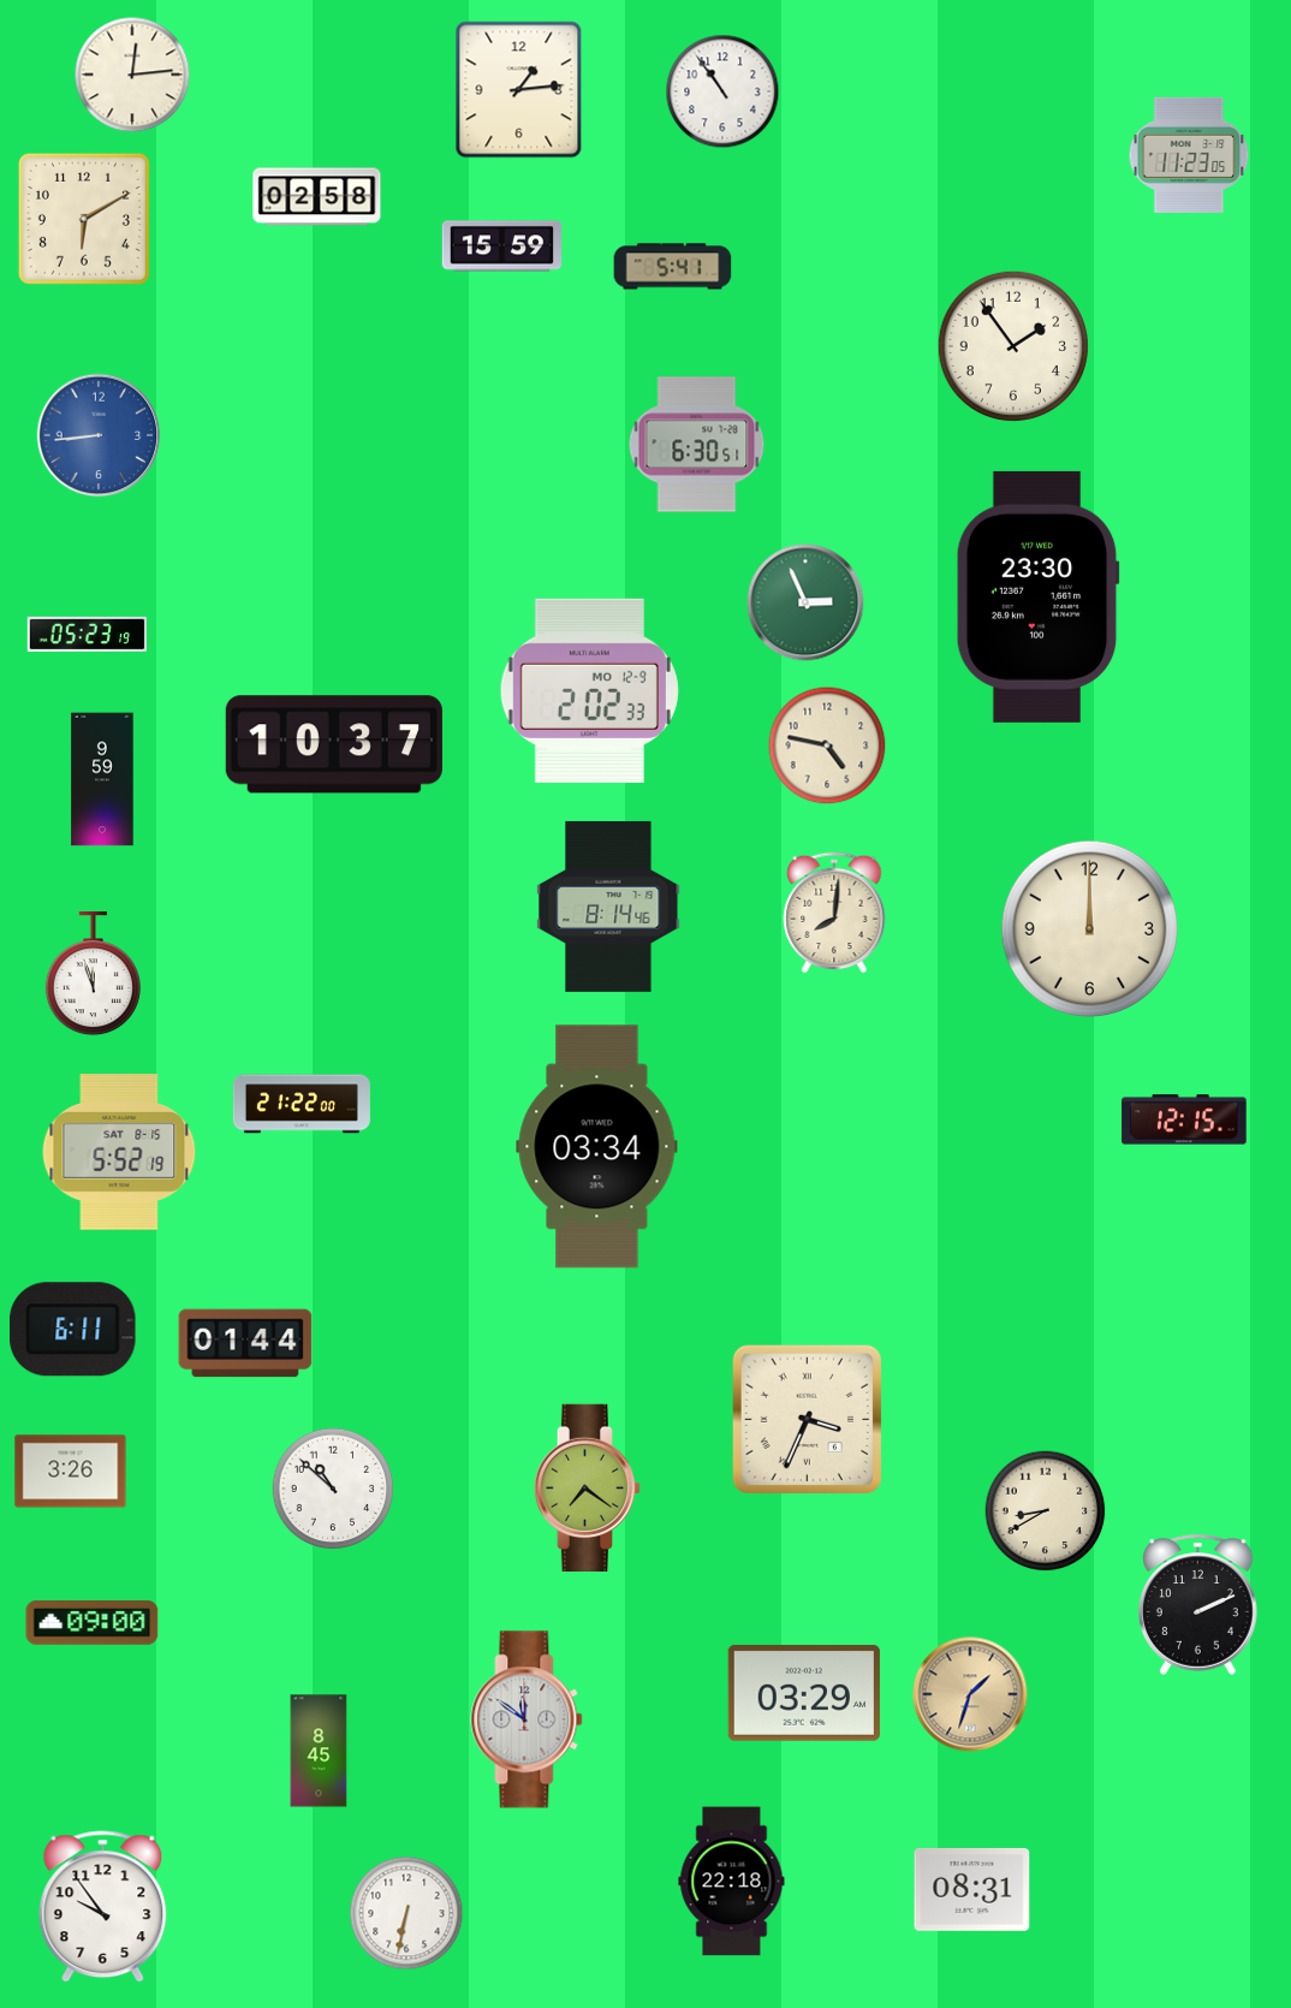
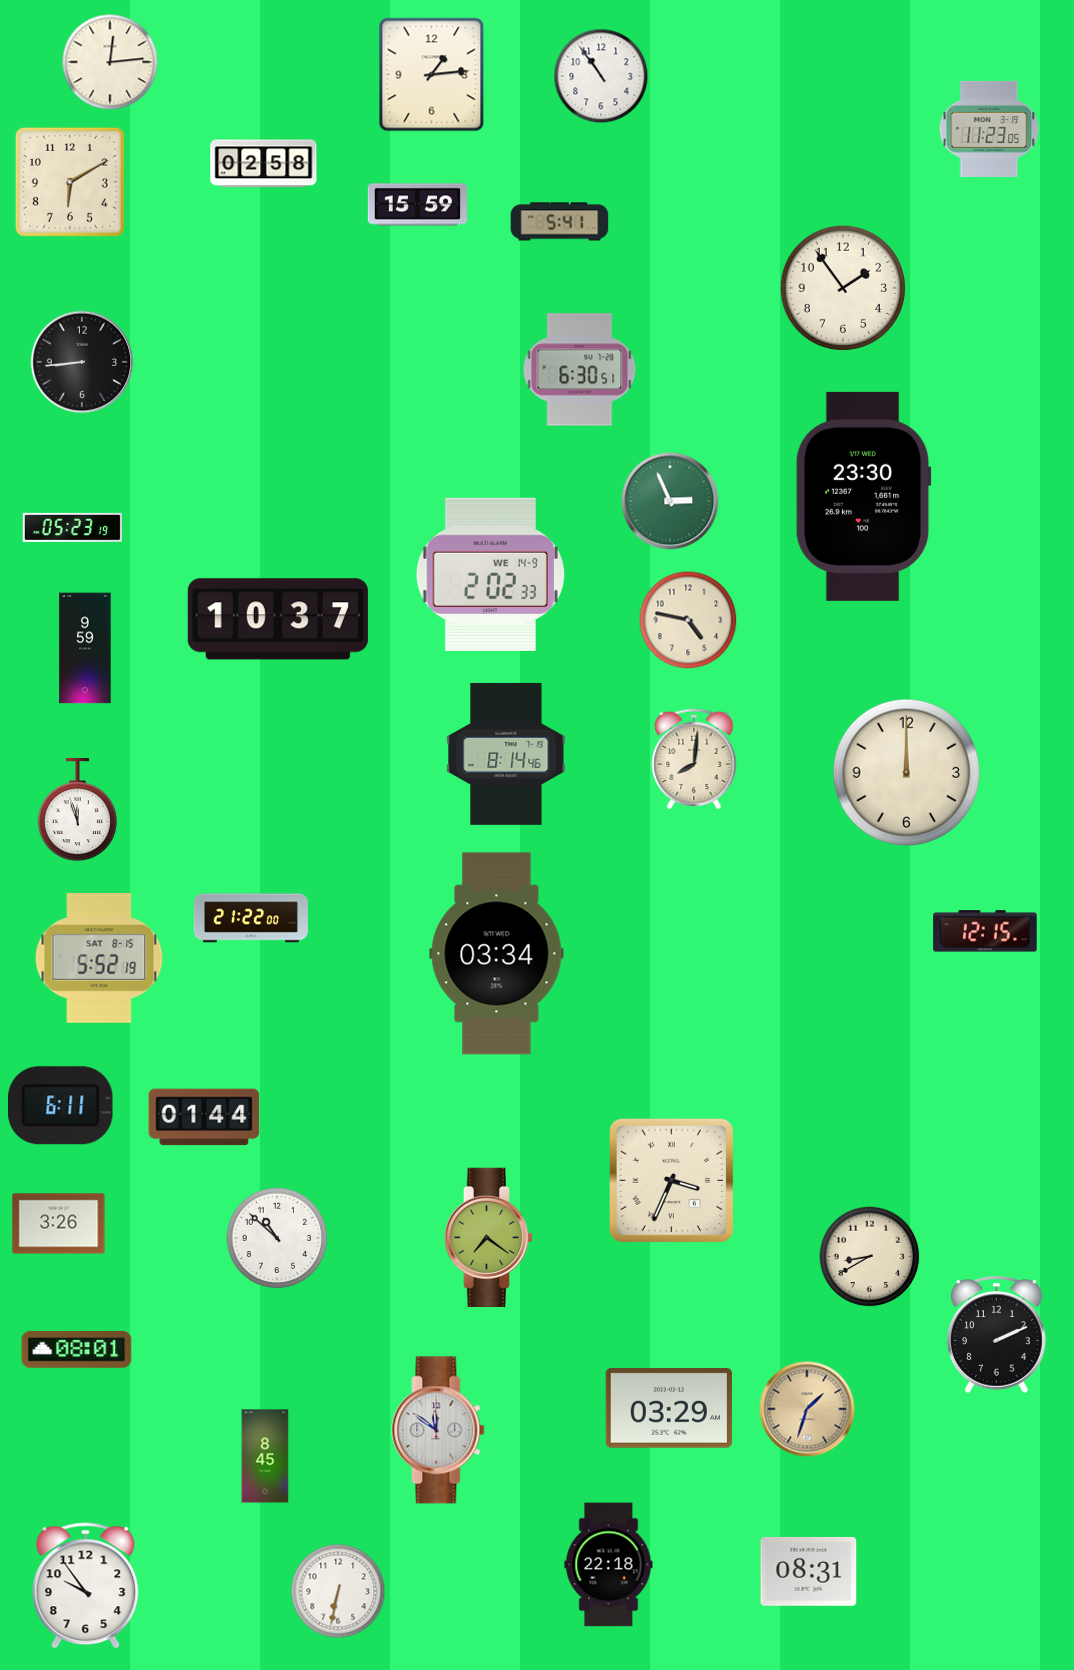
clock at (99, 435) dial: blue -> black
clock at (589, 690) date: MO 12-9 -> WE 14-9
clock at (93, 1623): 09:00 -> 08:01
